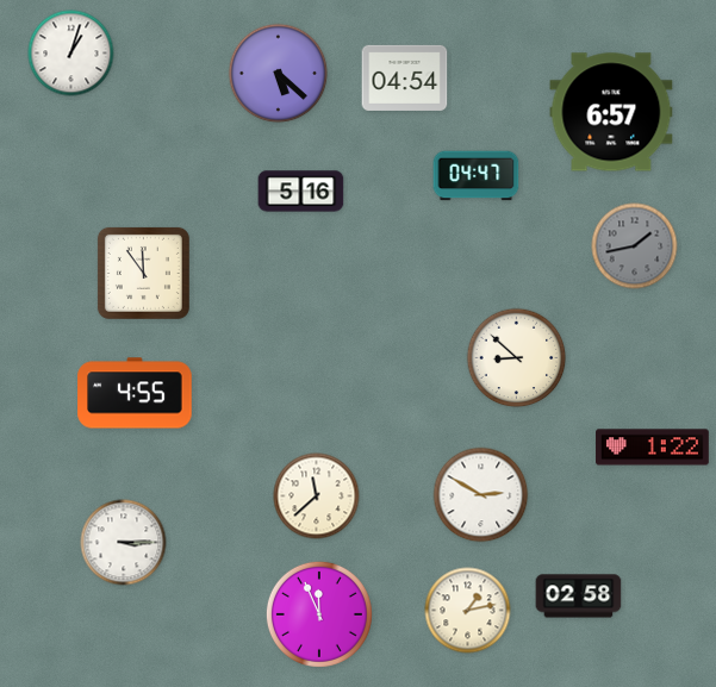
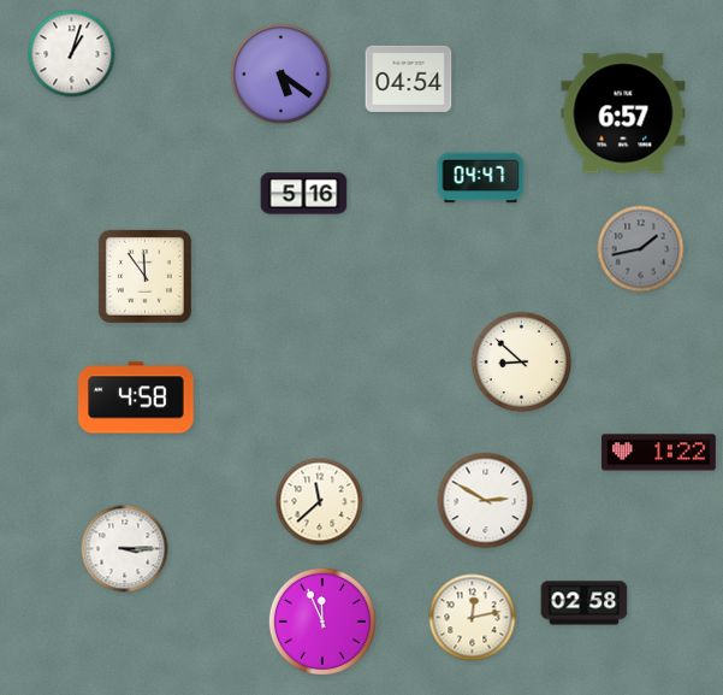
clock at (279, 74): 5:22 -> 5:21
clock at (611, 112) position: (611, 112) -> (623, 113)
clock at (135, 393): 4:55 -> 4:58
clock at (468, 611): 1:13 -> 12:13
